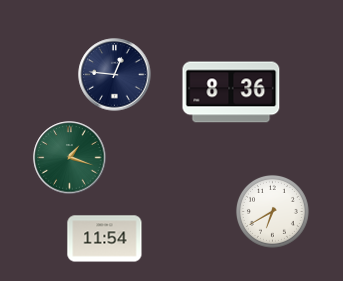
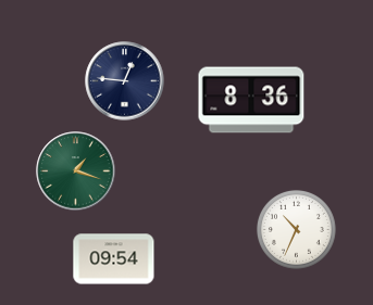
clock at (272, 211): 6:40 -> 10:34
clock at (105, 239): 11:54 -> 09:54
